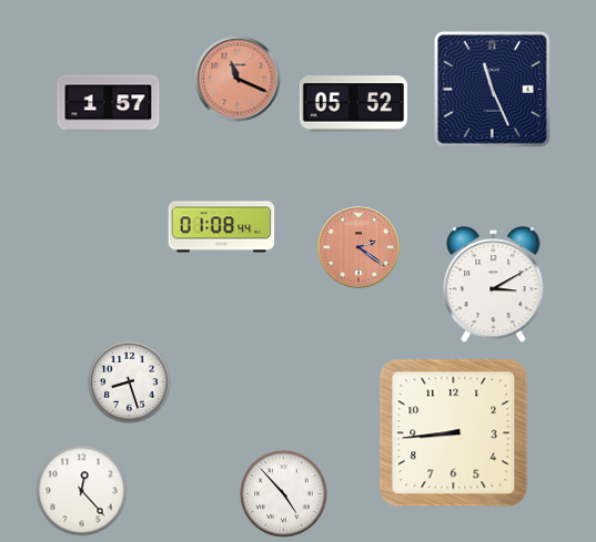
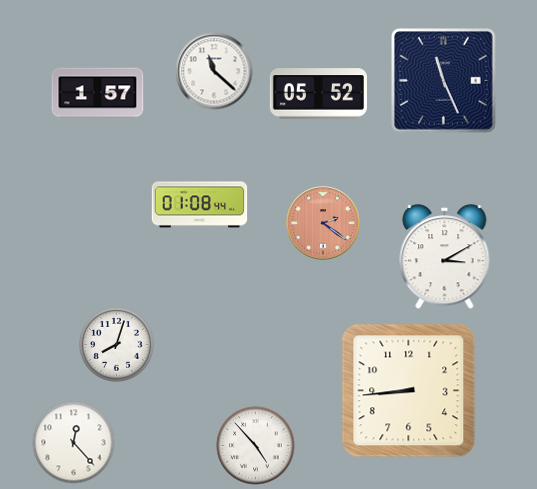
clock at (238, 79): 11:19 -> 11:22
clock at (238, 79) dial: salmon -> white
clock at (130, 382): 8:27 -> 8:03
